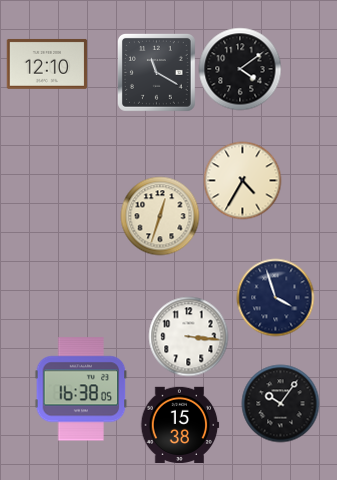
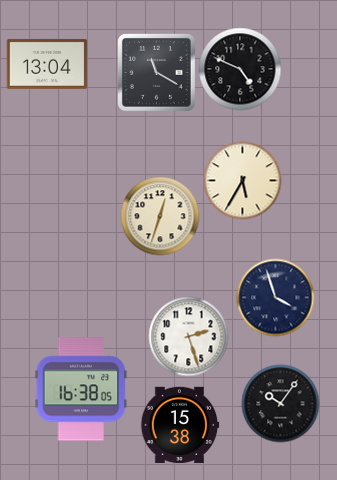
clock at (47, 64): 12:10 -> 13:04
clock at (240, 69): 4:09 -> 4:49
clock at (242, 180): 4:35 -> 5:35
clock at (188, 336): 3:16 -> 2:27
